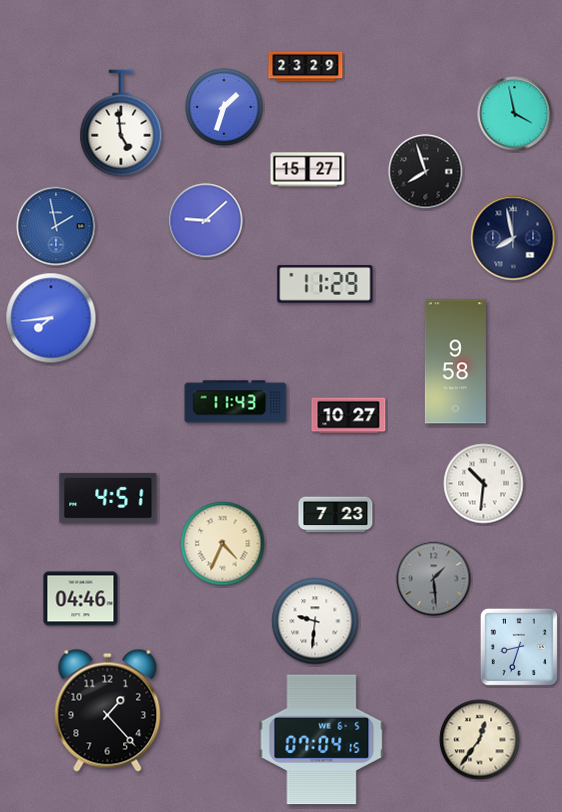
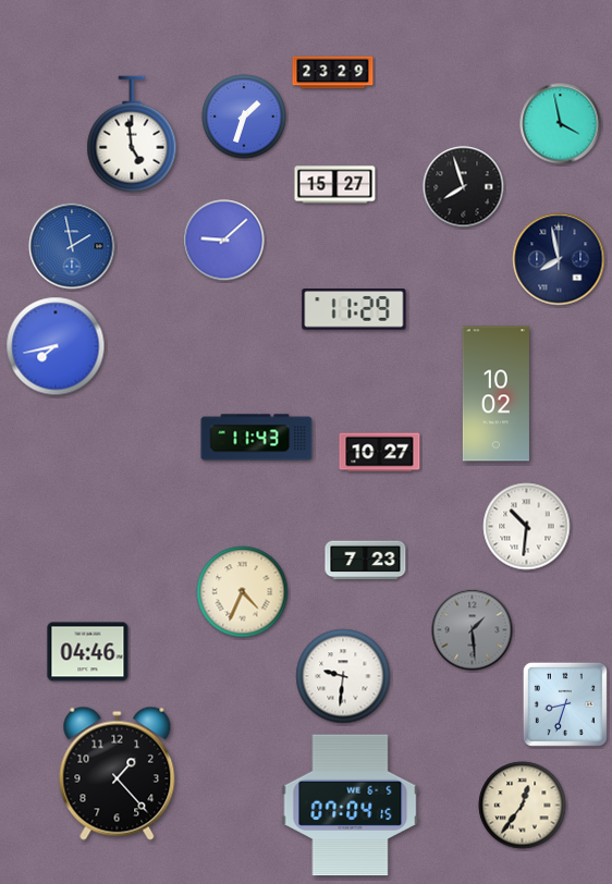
clock at (56, 226) position: (56, 226) -> (72, 246)
clock at (51, 318): 7:44 -> 7:43
clock at (455, 362): 9:58 -> 10:02
clock at (108, 498): 4:51 -> none
